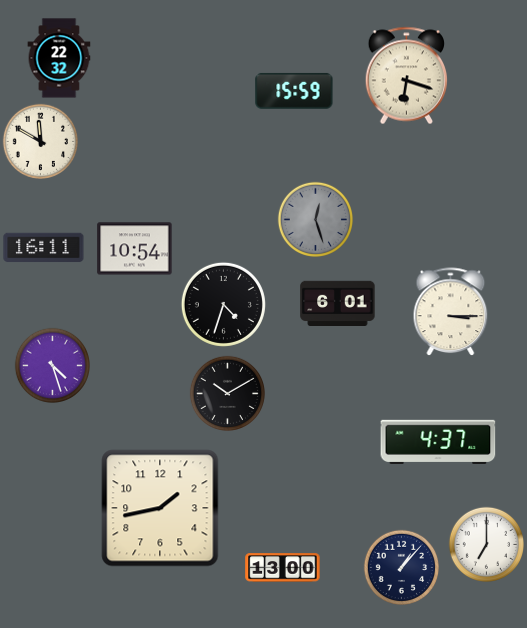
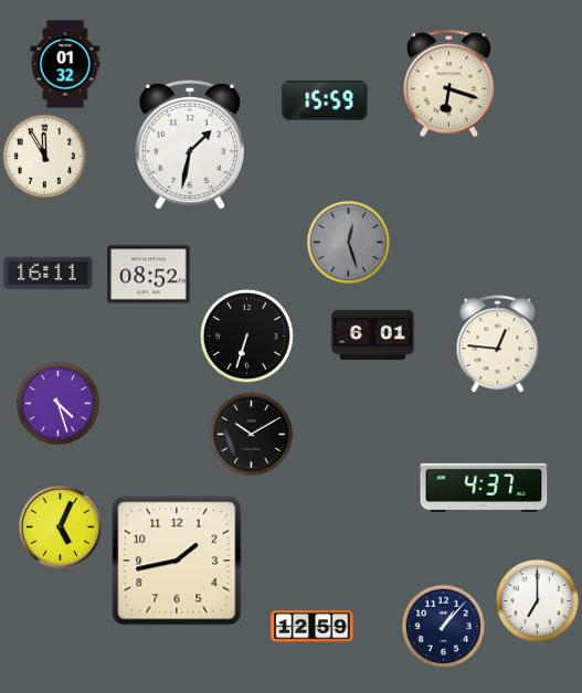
clock at (59, 58): 22:32 -> 01:32
clock at (190, 145): none -> 1:32
clock at (40, 141): 11:50 -> 11:55
clock at (135, 249): 10:54 -> 08:52
clock at (223, 304): 4:33 -> 6:33
clock at (451, 311): 3:15 -> 12:46
clock at (61, 527): none -> 5:04
clock at (283, 568): 13:00 -> 12:59
